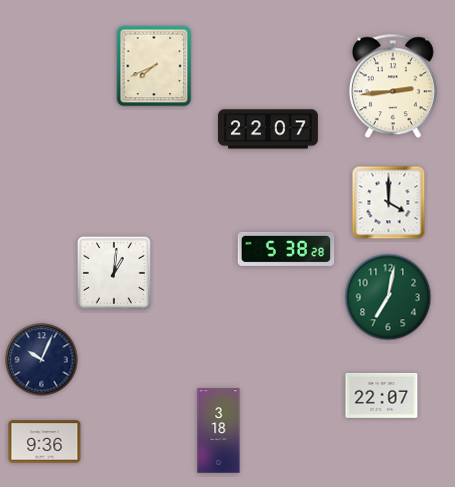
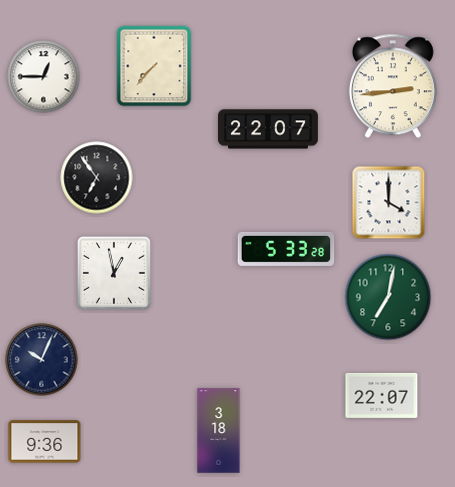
clock at (154, 66): 7:41 -> 7:37
clock at (44, 77): none -> 12:45
clock at (97, 178): none -> 6:54
clock at (286, 249): 5:38 -> 5:33
clock at (114, 273): 1:01 -> 12:58
